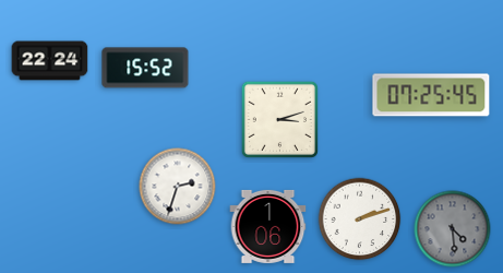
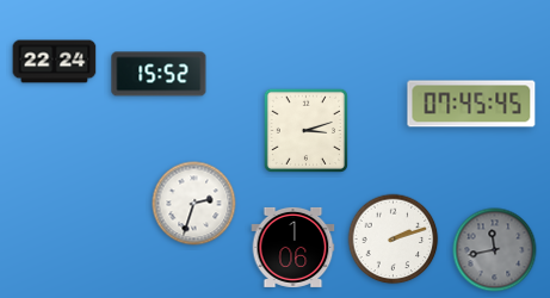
clock at (50, 61) position: (50, 61) -> (55, 62)
clock at (431, 95): 07:25 -> 07:45
clock at (453, 229): 4:29 -> 11:43
